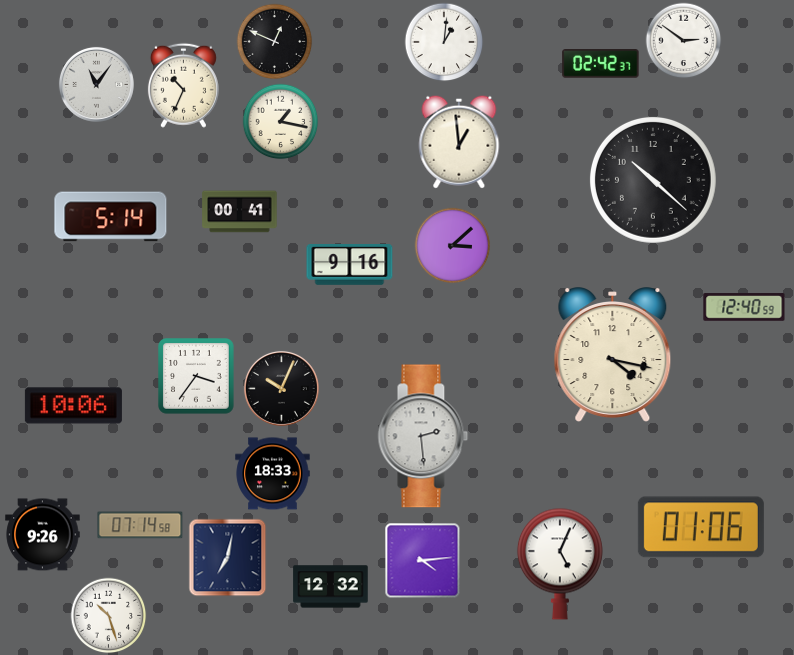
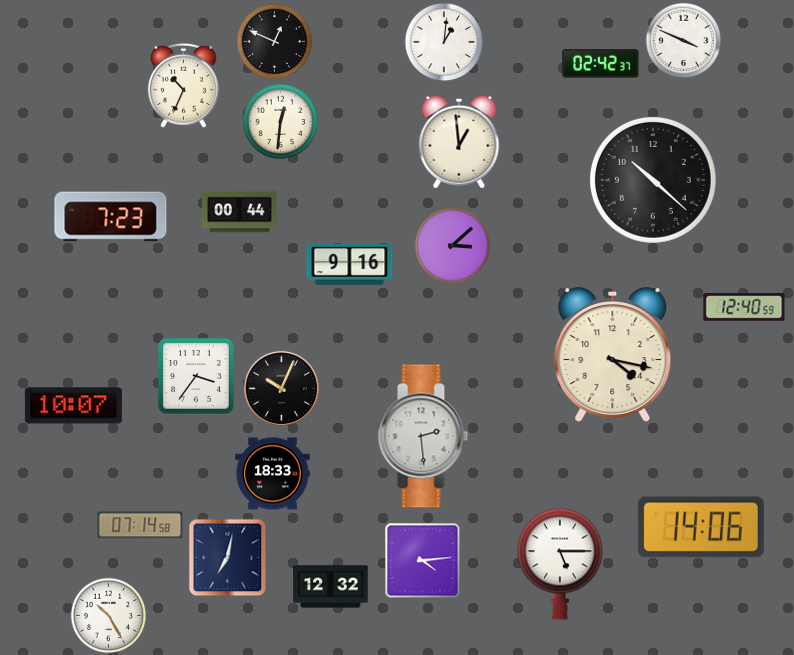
clock at (684, 41): 2:51 -> 3:49
clock at (96, 84): 11:06 -> none
clock at (281, 122): 1:17 -> 12:31
clock at (240, 212): 00:41 -> 00:44
clock at (111, 217): 5:14 -> 7:23
clock at (73, 406): 10:06 -> 10:07
clock at (701, 527): 01:06 -> 14:06
clock at (43, 535): 9:26 -> none
clock at (560, 564): 5:04 -> 5:15
clock at (109, 616): 10:27 -> 10:25
